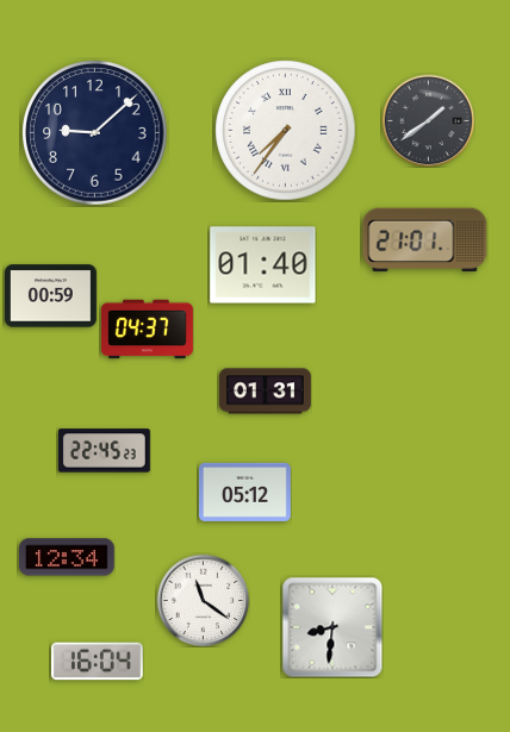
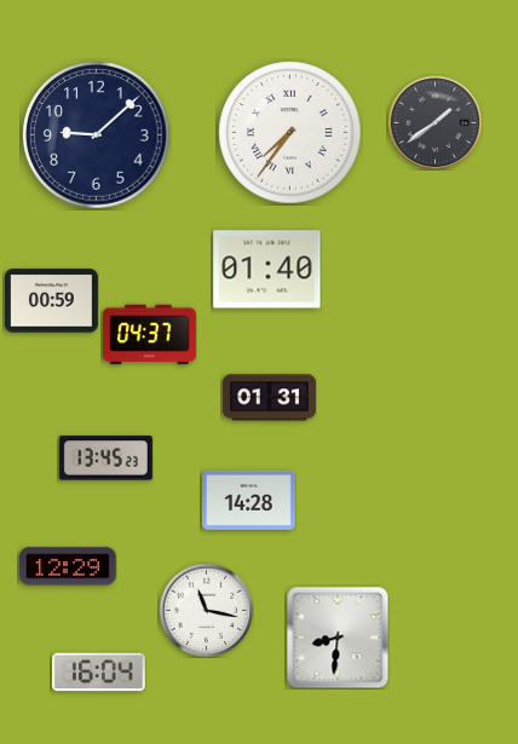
clock at (425, 240): 21:01 -> none
clock at (104, 451): 22:45 -> 13:45
clock at (244, 492): 05:12 -> 14:28
clock at (68, 557): 12:34 -> 12:29
clock at (203, 600): 11:21 -> 11:17
